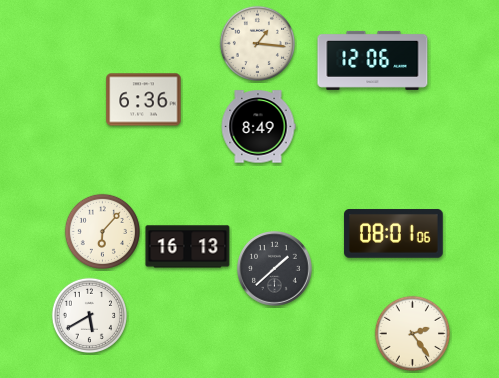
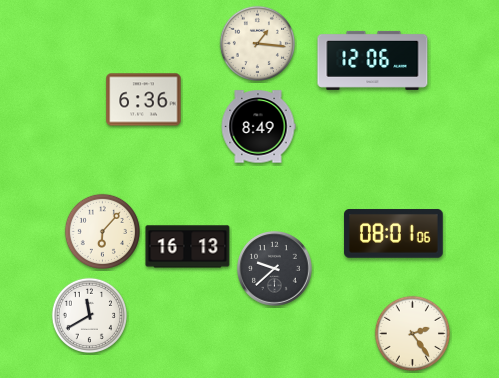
clock at (275, 269): 1:38 -> 9:38
clock at (89, 315): 5:40 -> 11:40
